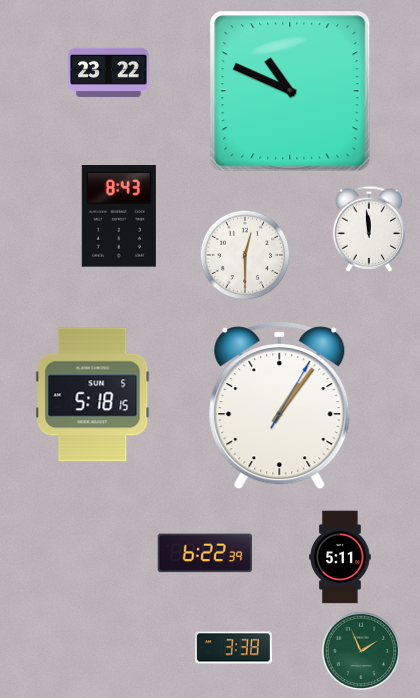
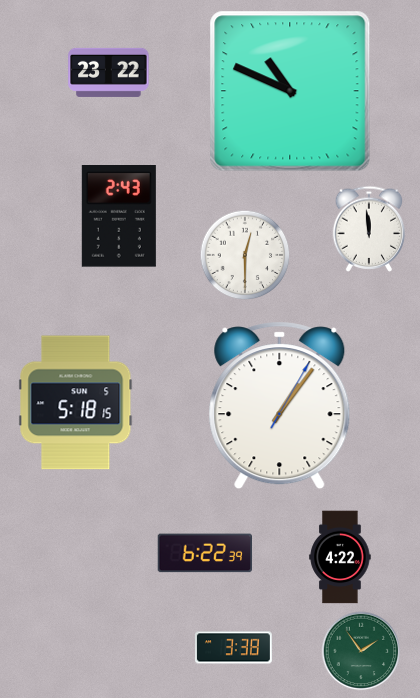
clock at (119, 216): 8:43 -> 2:43
clock at (93, 395) position: (93, 395) -> (76, 403)
clock at (340, 557): 5:11 -> 4:22
clock at (361, 651): 1:56 -> 1:54
